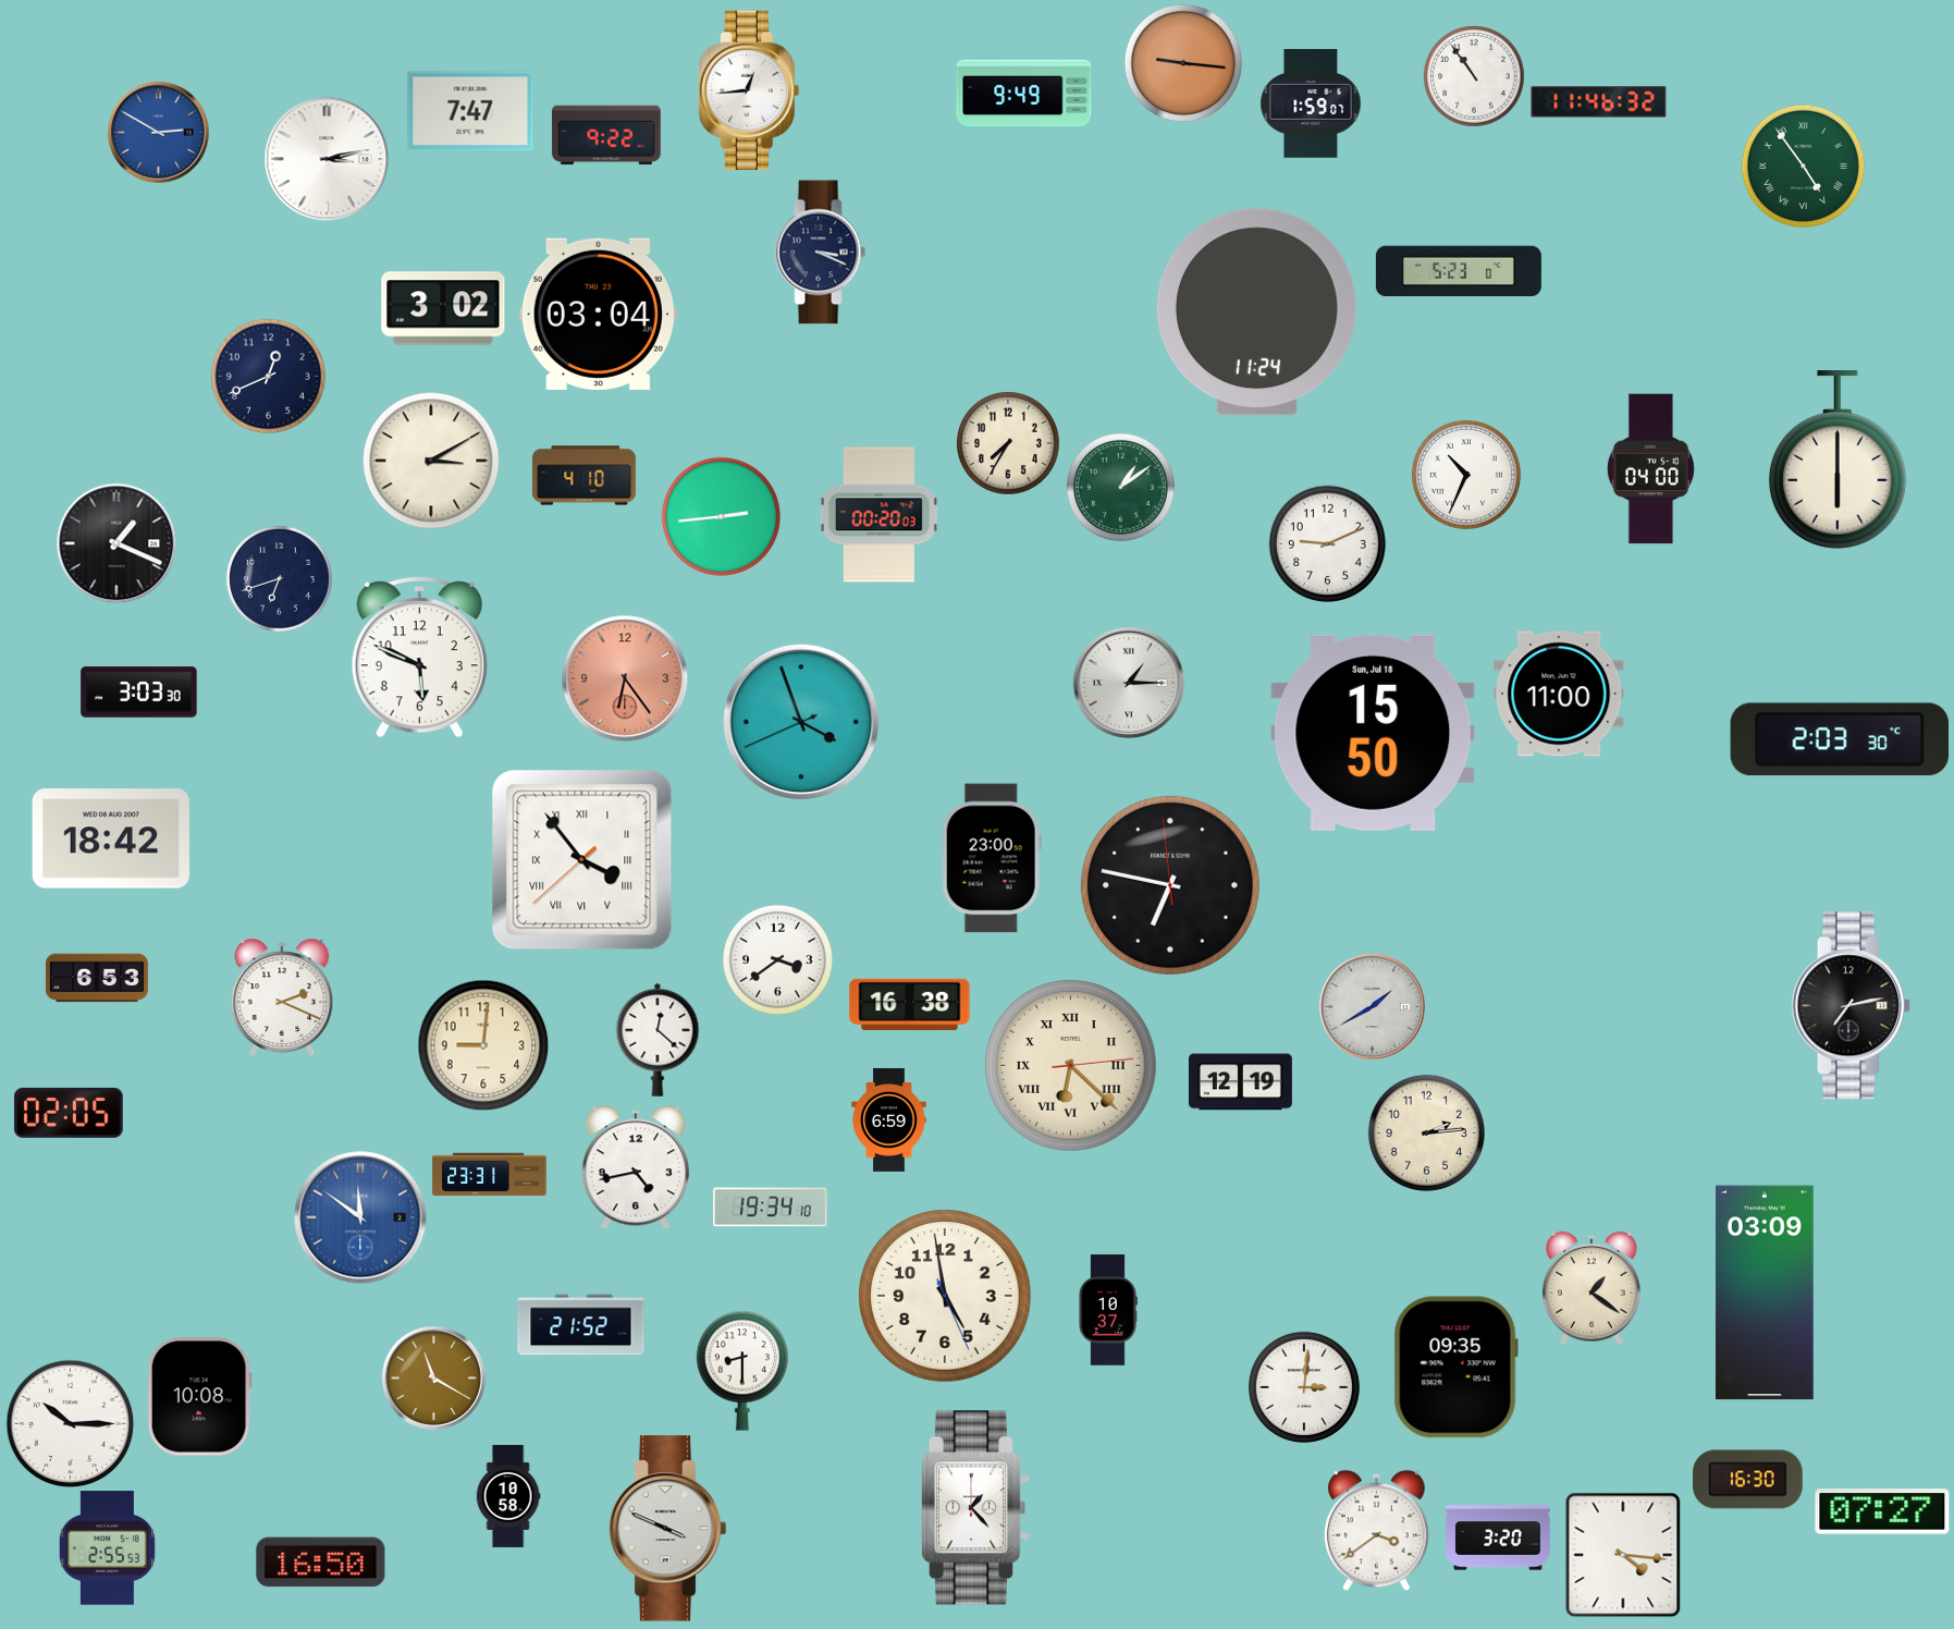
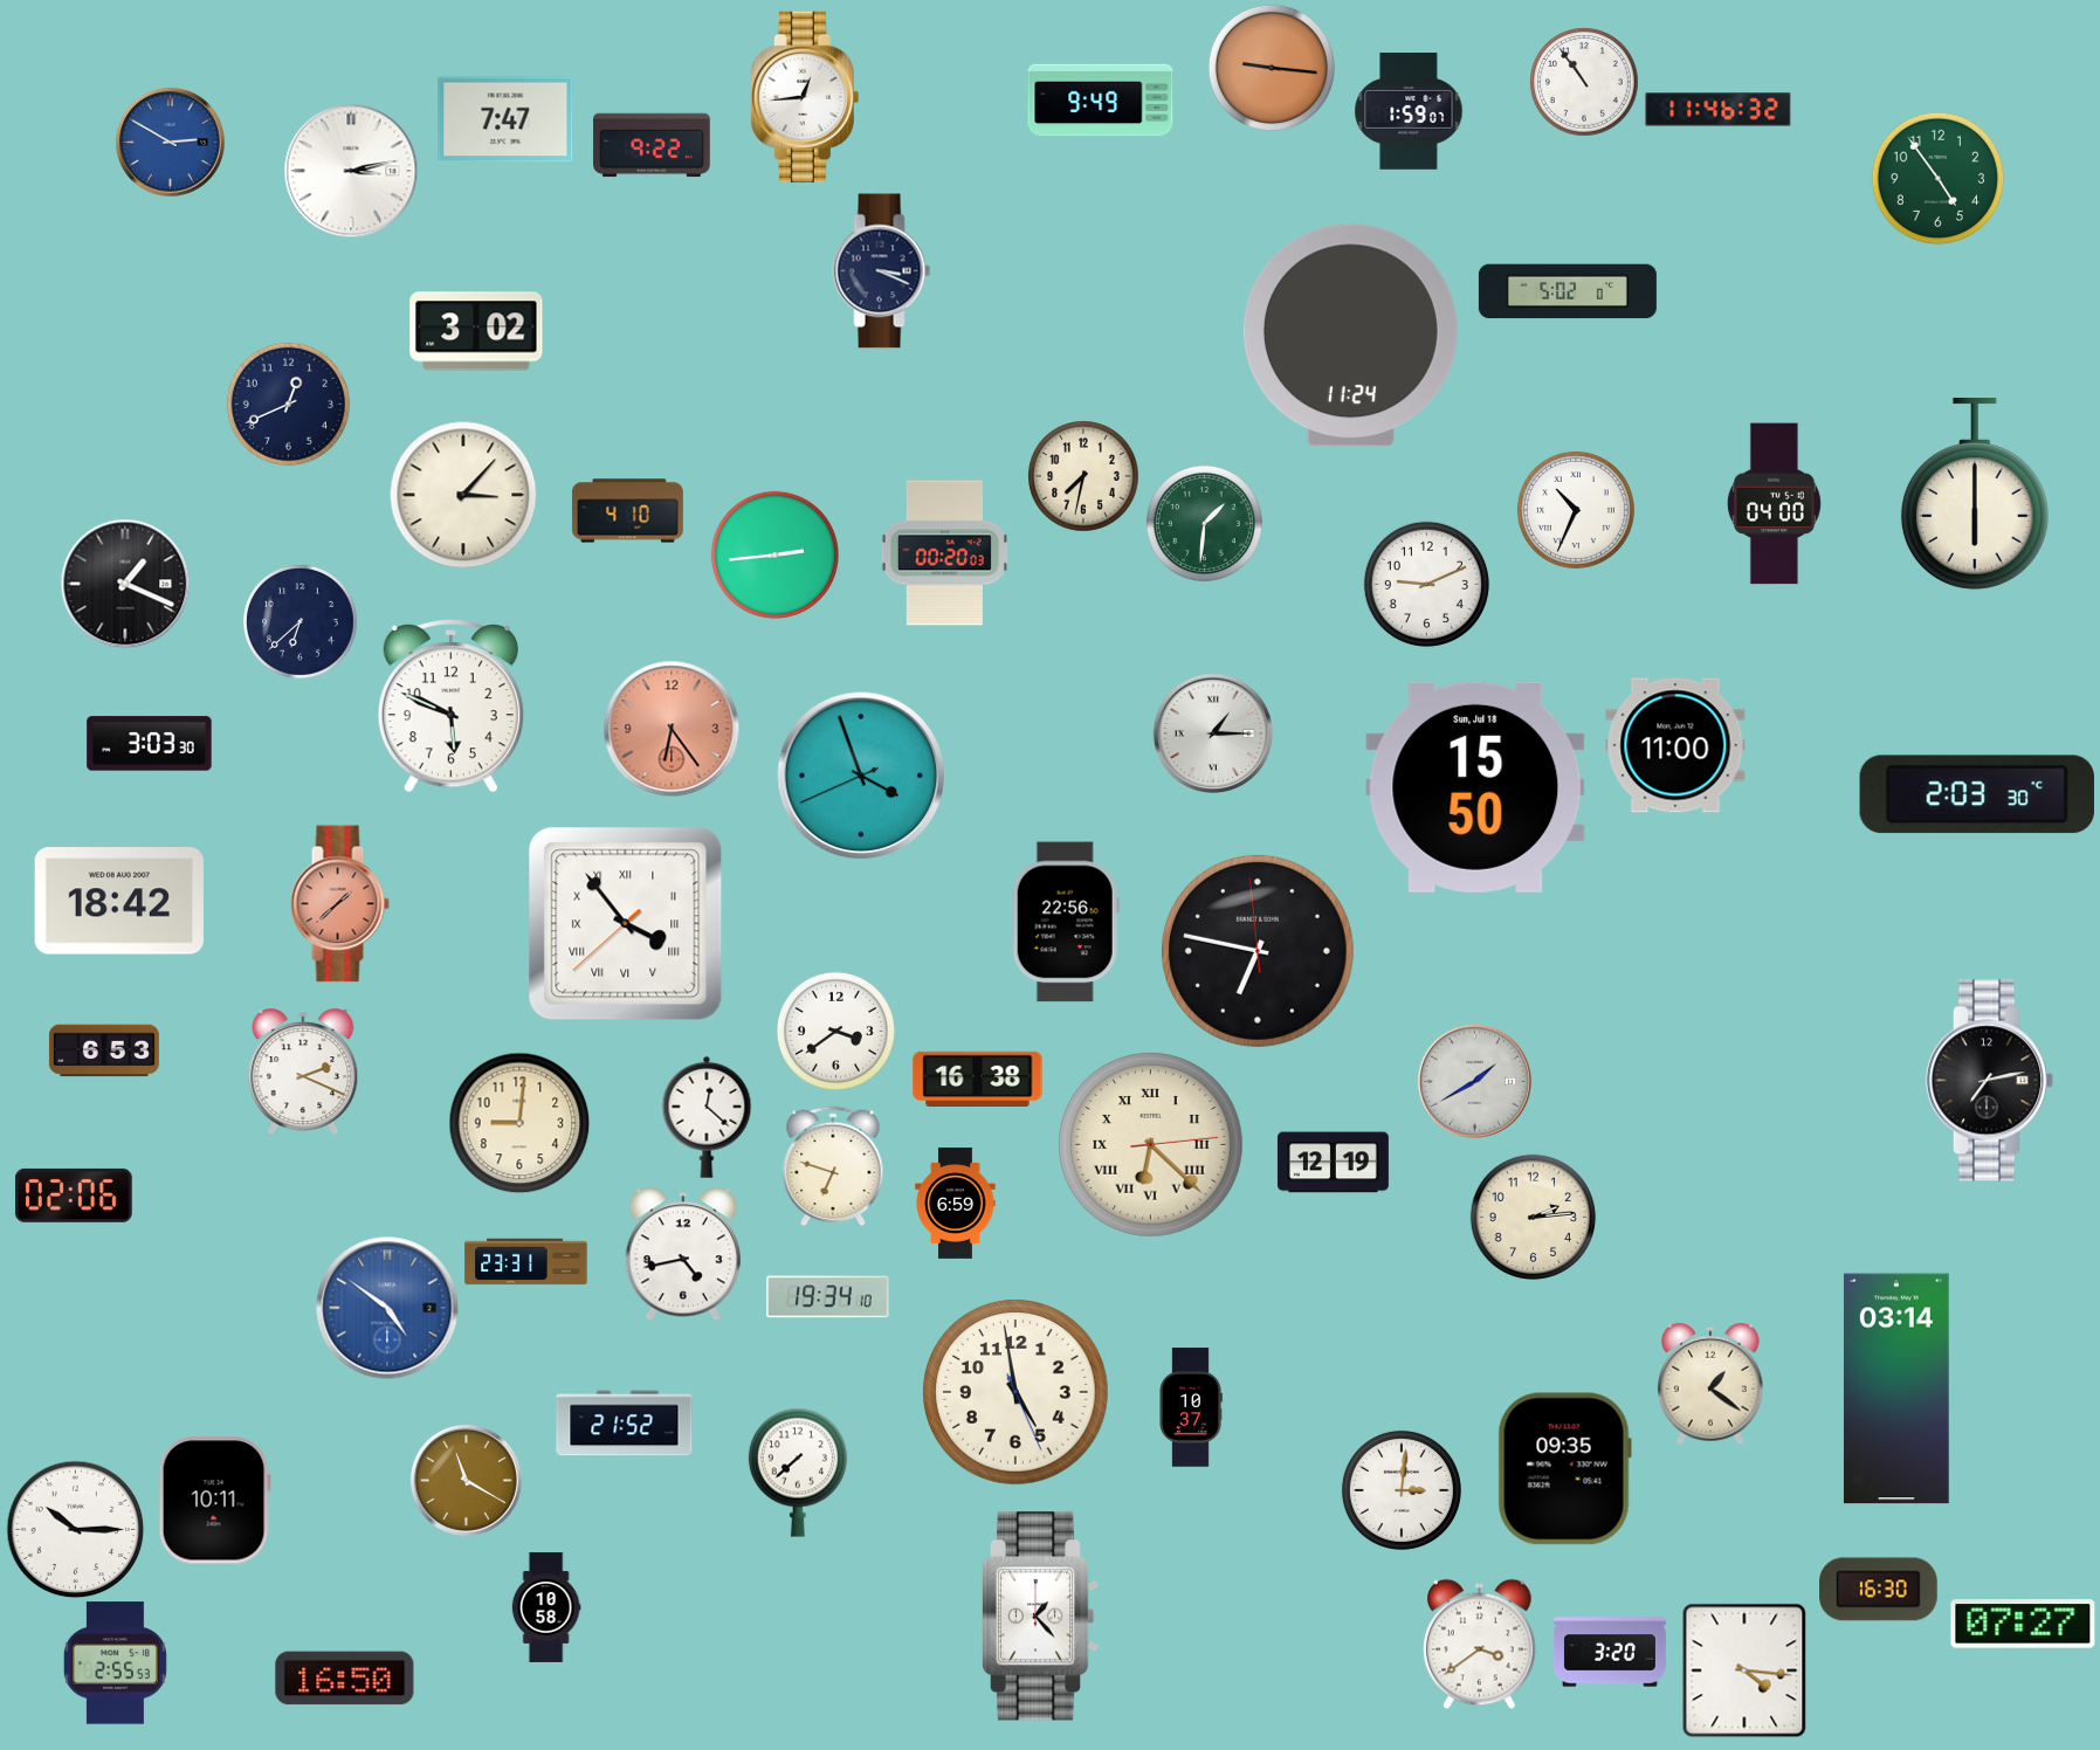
clock at (1803, 166) numerals: Roman -> Arabic
clock at (1459, 271): 5:23 -> 5:02
clock at (598, 314): 03:04 -> none
clock at (1008, 443): 7:35 -> 7:32
clock at (431, 461): 3:10 -> 3:07
clock at (1120, 487): 1:09 -> 1:31
clock at (279, 578): 6:42 -> 6:38
clock at (339, 904): none -> 1:38
clock at (992, 858): 23:00 -> 22:56
clock at (833, 1166): none -> 6:48
clock at (70, 1113): 02:05 -> 02:06
clock at (360, 1217): 11:51 -> 4:51
clock at (1765, 1293): 03:09 -> 03:14
clock at (742, 1371): 8:30 -> 7:38
clock at (199, 1397): 10:08 -> 10:11
clock at (975, 1508) position: (975, 1508) -> (1040, 1617)
clock at (667, 1529): 3:49 -> none
